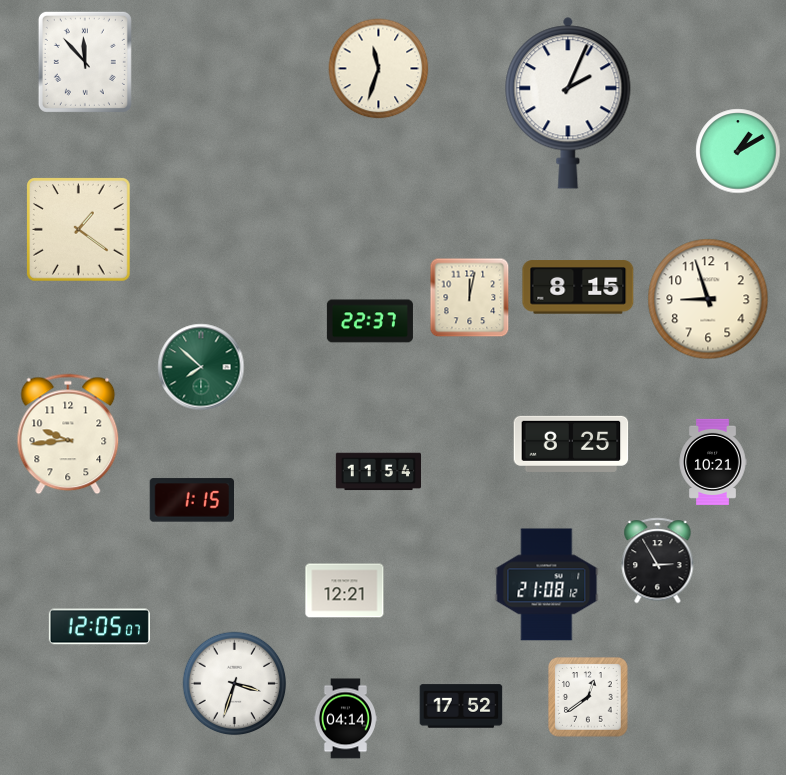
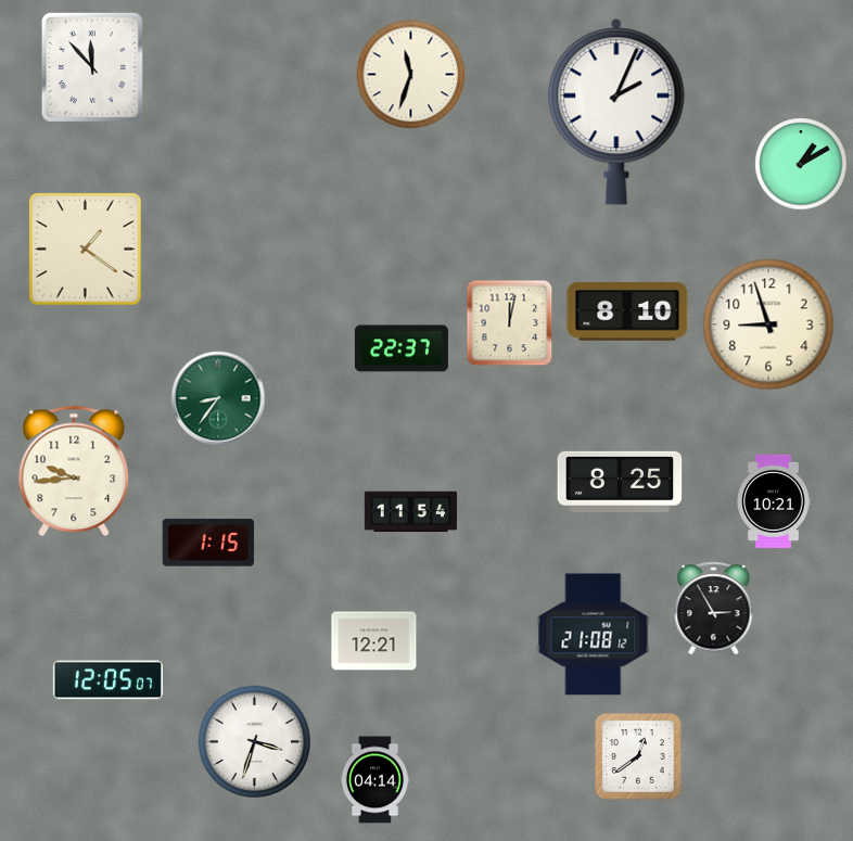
clock at (578, 287): 8:15 -> 8:10
clock at (201, 367): 7:52 -> 8:36
clock at (461, 706): 17:52 -> none
